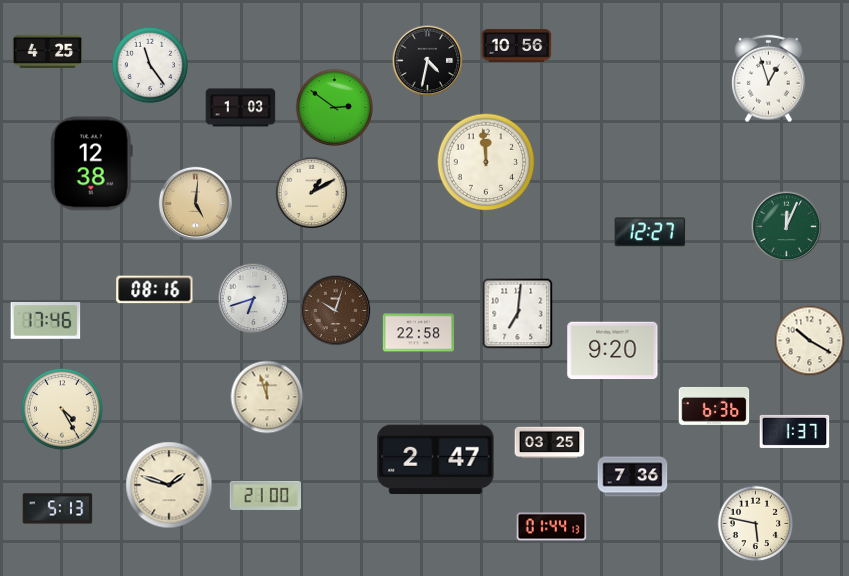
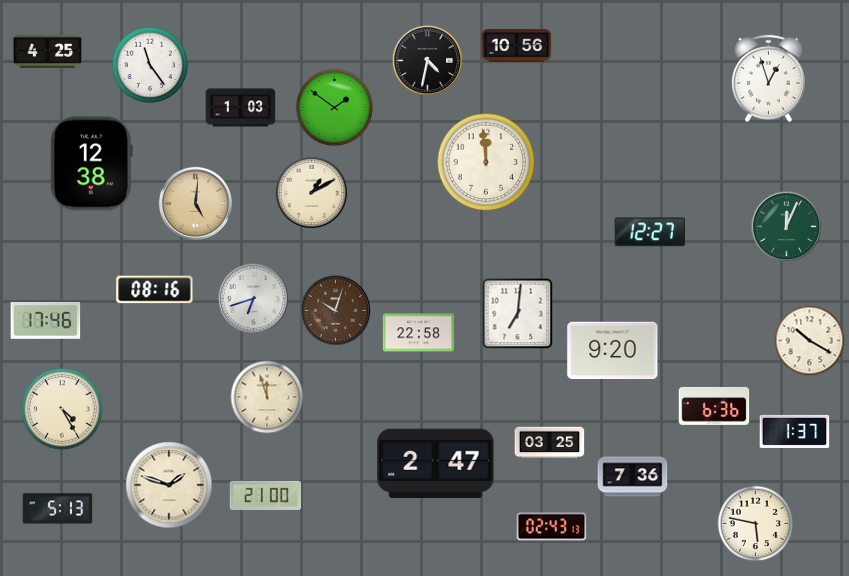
clock at (334, 107): 2:51 -> 1:51
clock at (436, 460) position: (436, 460) -> (436, 464)
clock at (552, 527): 01:44 -> 02:43
